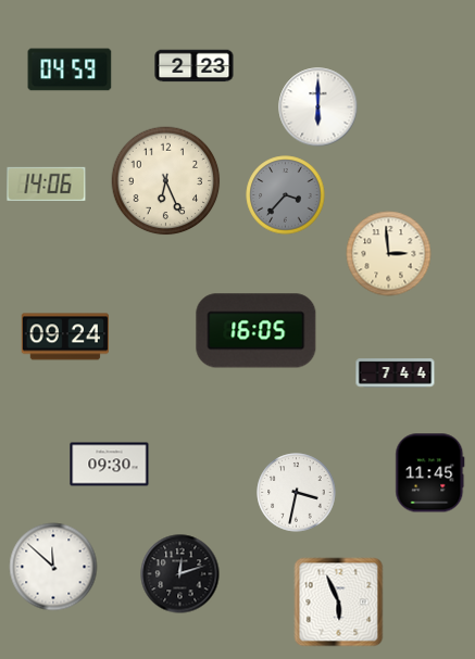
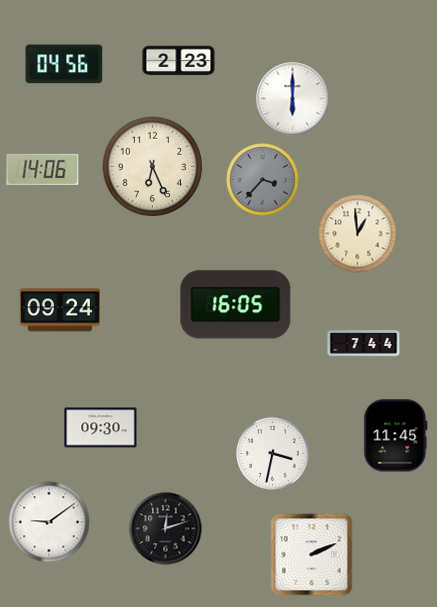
clock at (70, 69): 04:59 -> 04:56
clock at (389, 254): 2:59 -> 12:59
clock at (53, 567): 11:52 -> 9:09
clock at (339, 603): 5:56 -> 2:11
